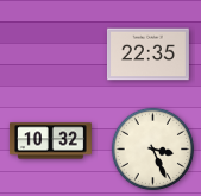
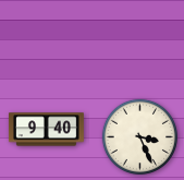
clock at (147, 55): 22:35 -> none
clock at (50, 141): 10:32 -> 9:40
